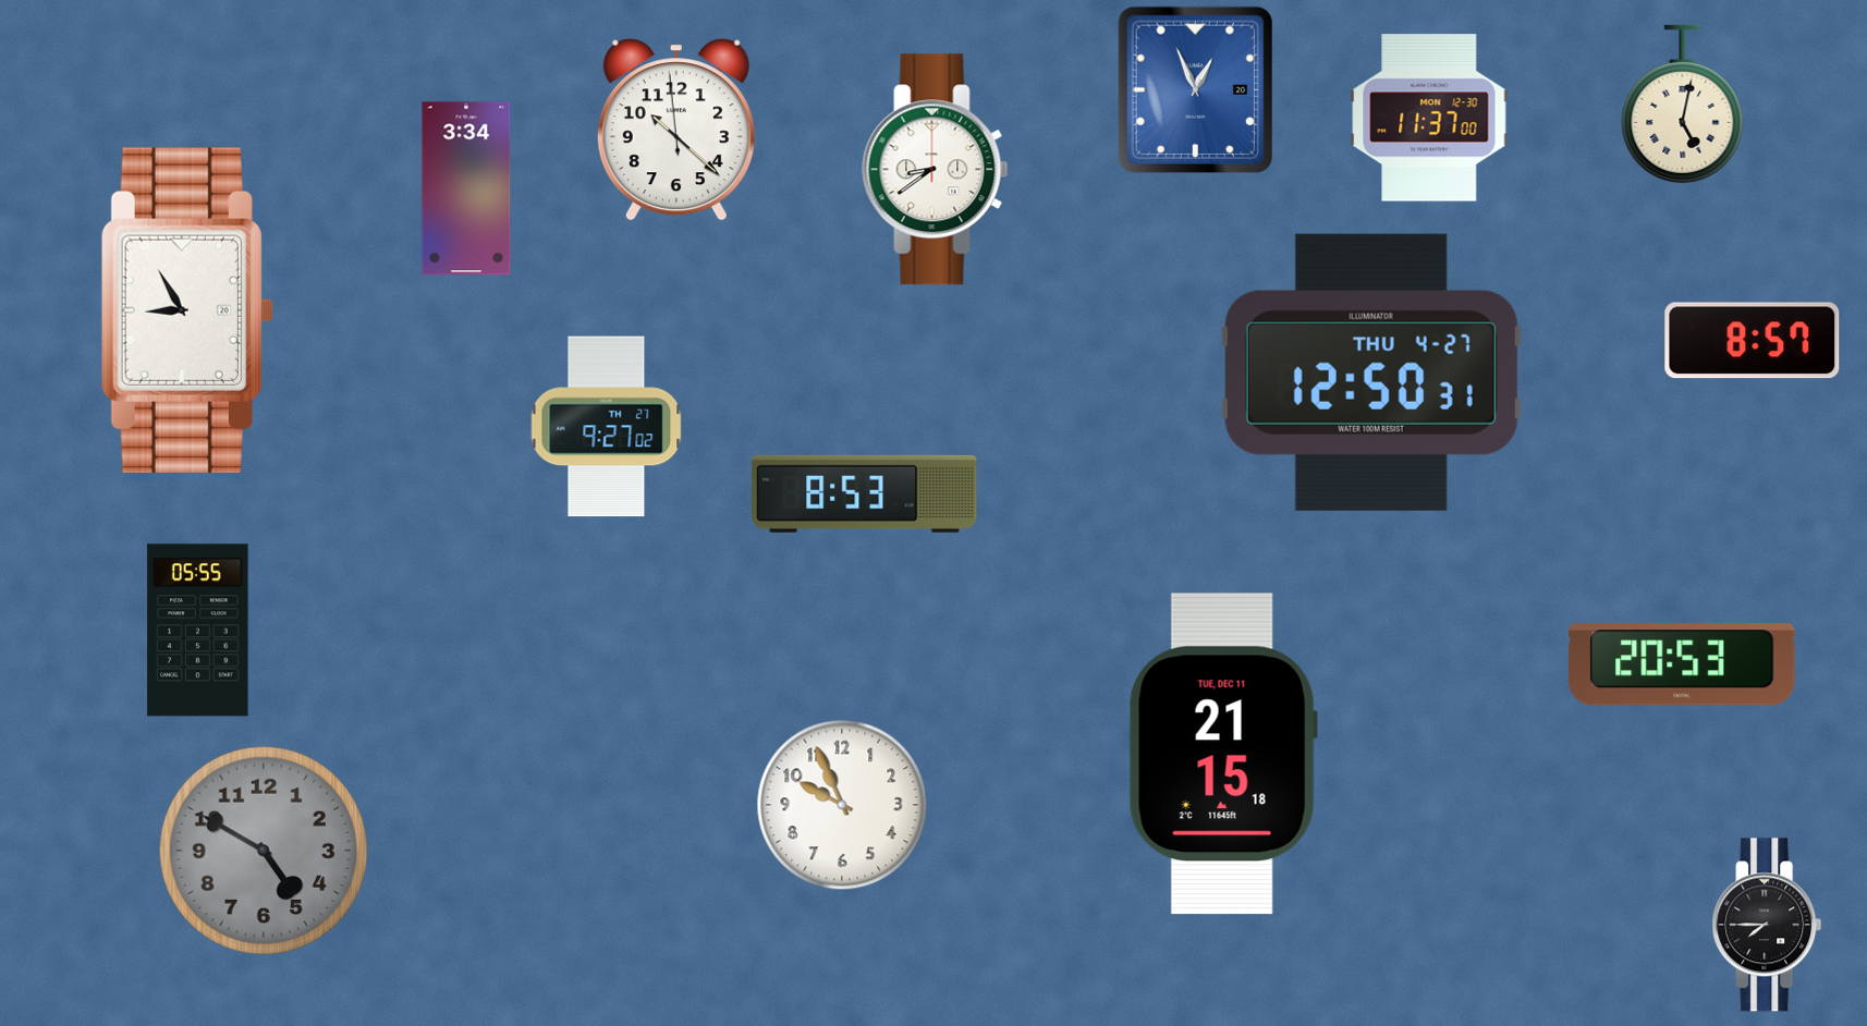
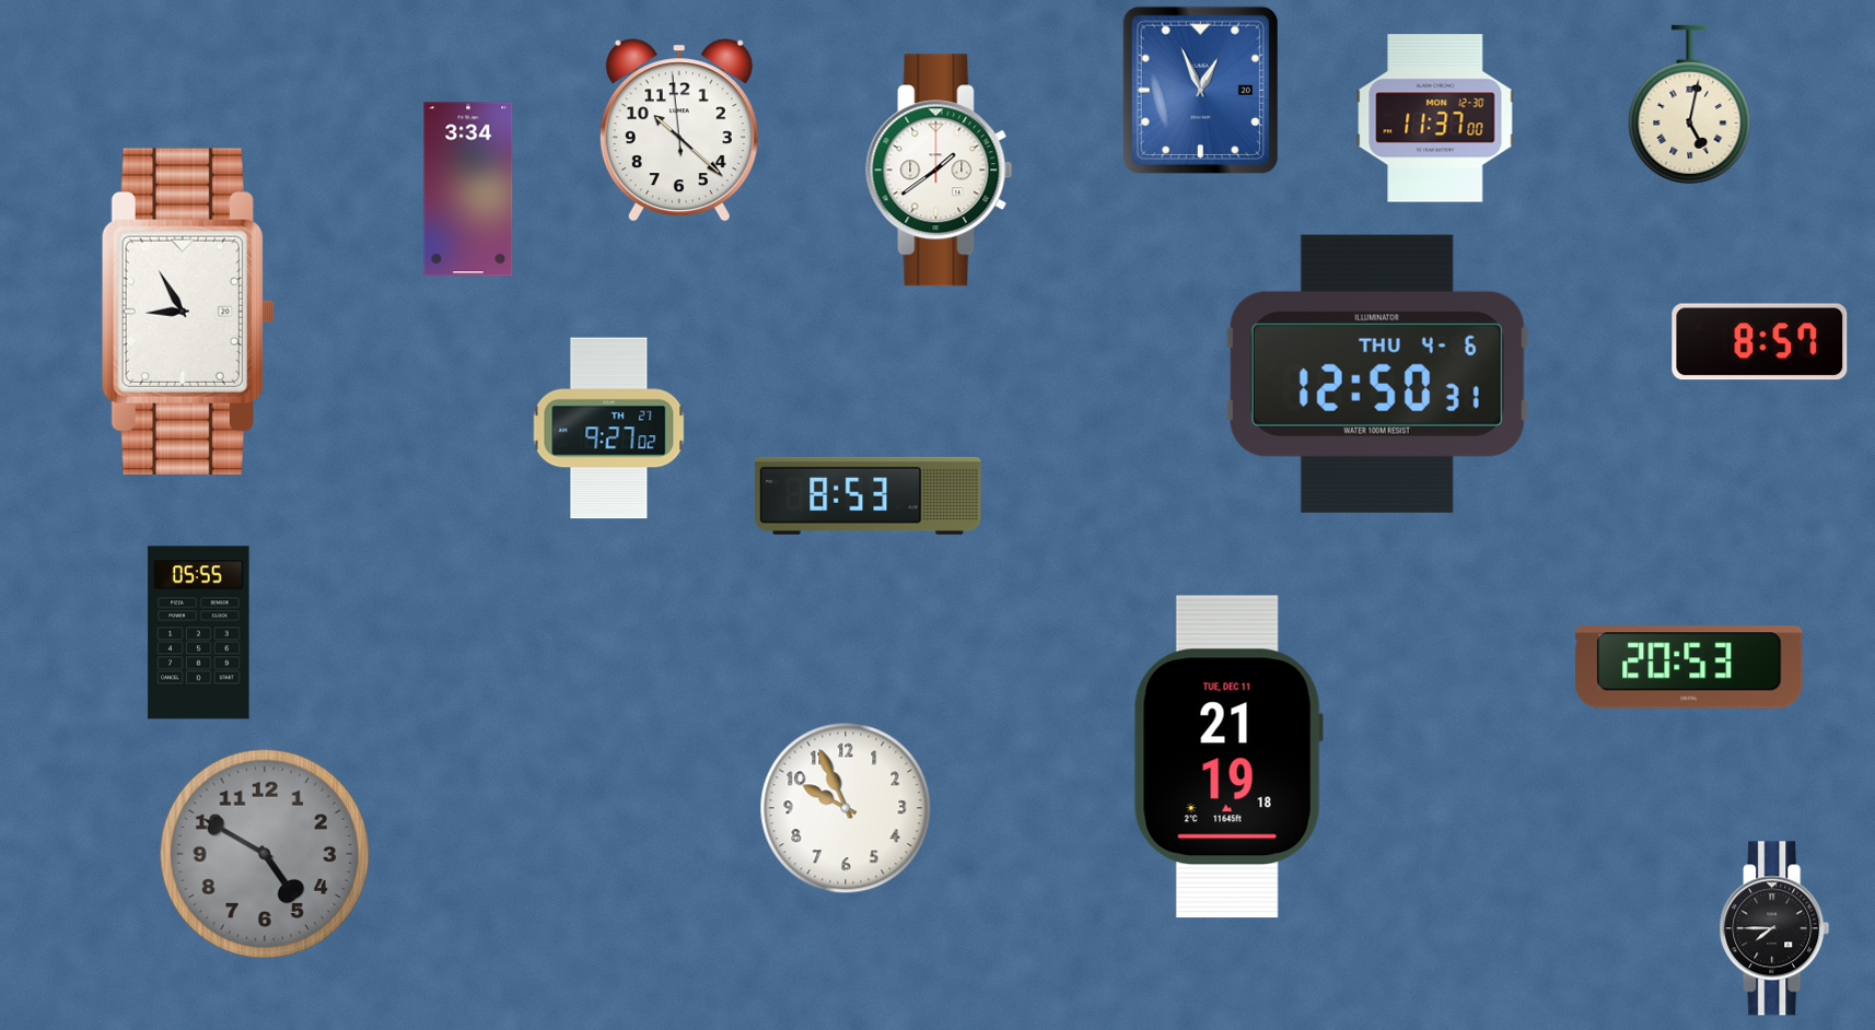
clock at (936, 170): 8:39 -> 1:39
clock at (1371, 372) date: THU 4-27 -> THU 4-6
clock at (1223, 754): 21:15 -> 21:19
